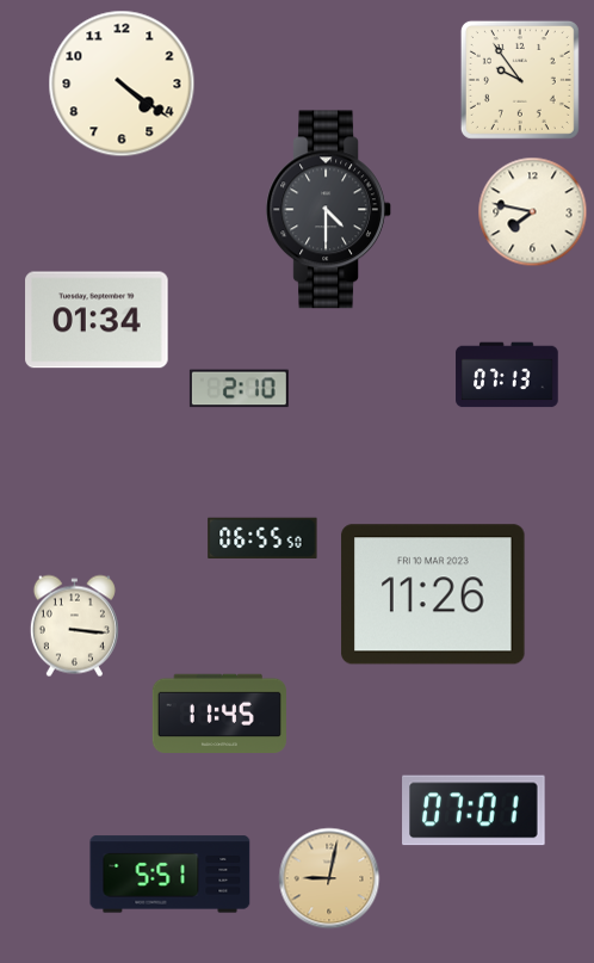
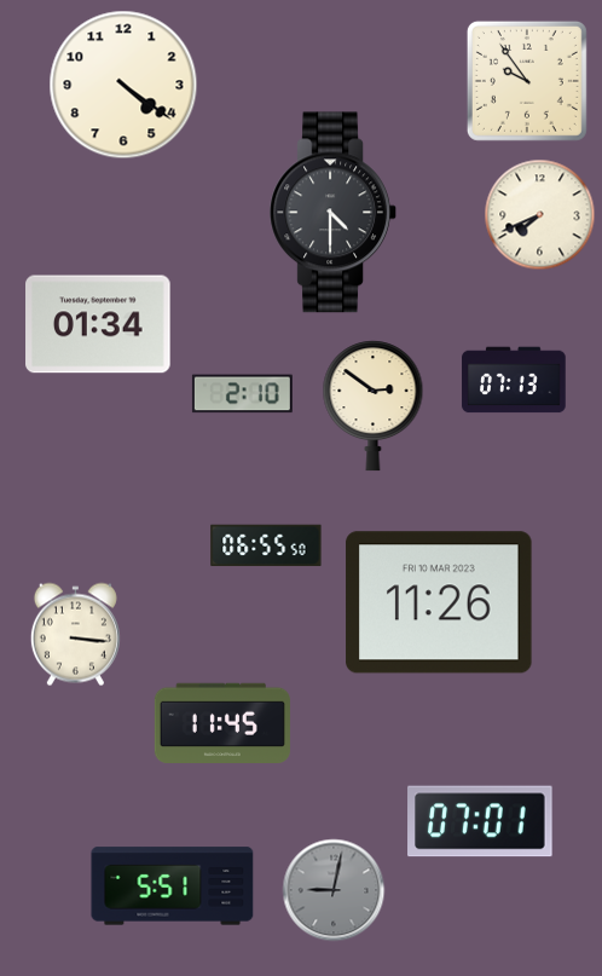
clock at (533, 212): 7:47 -> 7:41
clock at (374, 406): none -> 2:51
clock at (329, 878) dial: champagne -> grey
